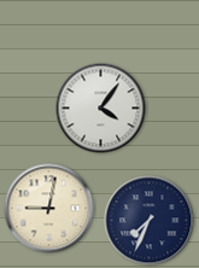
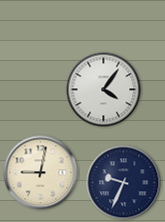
clock at (101, 109) position: (101, 109) -> (104, 90)
clock at (150, 221): 7:34 -> 9:34
